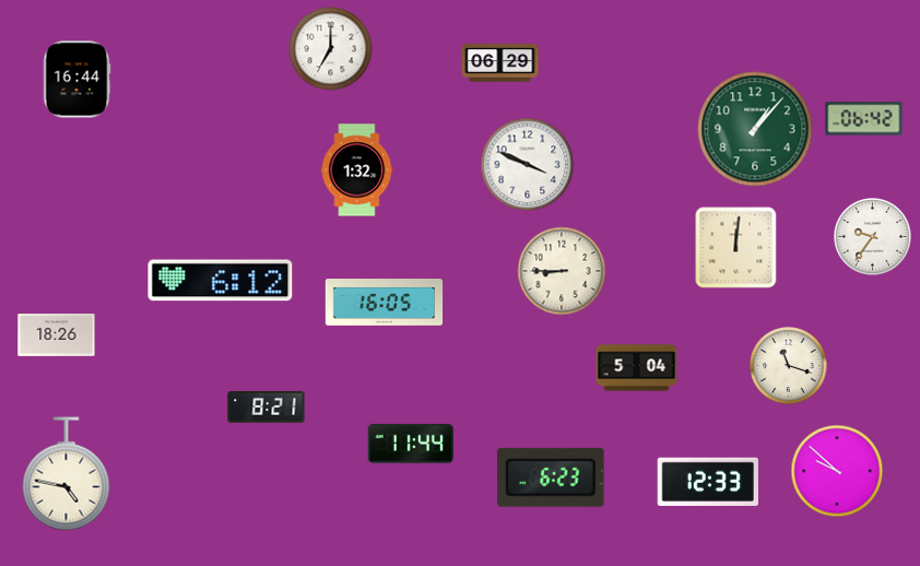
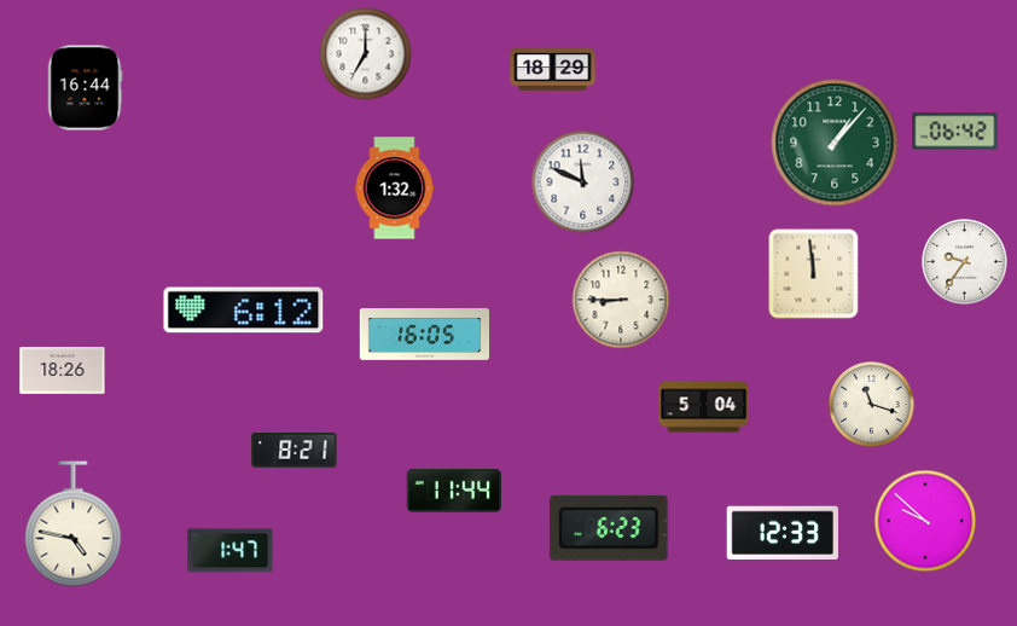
clock at (500, 63): 06:29 -> 18:29
clock at (528, 165): 3:49 -> 11:49
clock at (736, 248): 12:01 -> 11:59
clock at (231, 551): none -> 1:47
